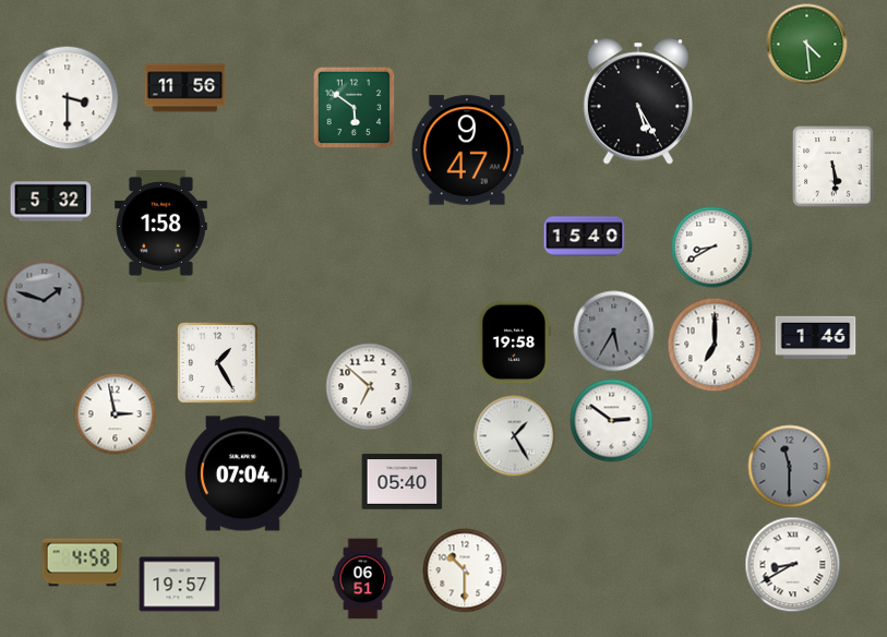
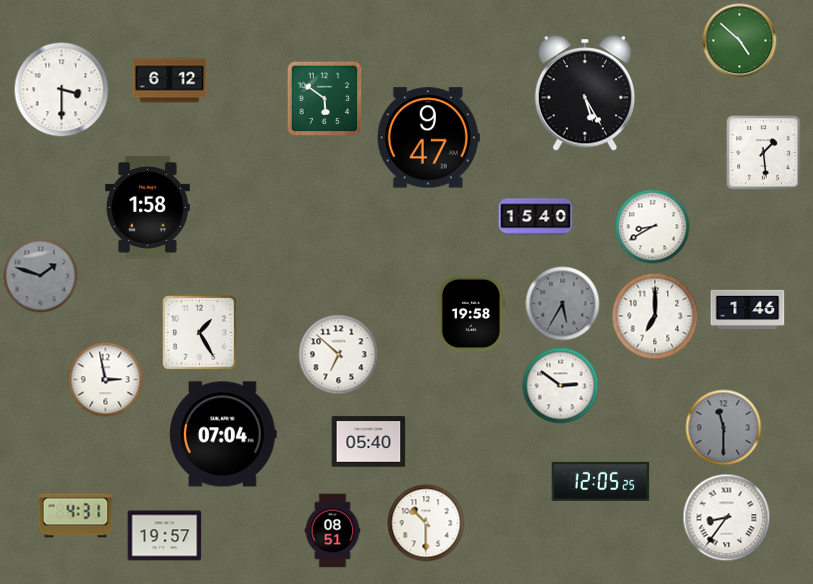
clock at (807, 45): 4:29 -> 4:52
clock at (185, 88): 11:56 -> 6:12
clock at (834, 167): 5:29 -> 1:29
clock at (51, 202): 5:32 -> none
clock at (515, 436): 1:25 -> none
clock at (601, 481): none -> 12:05
clock at (83, 563): 4:58 -> 4:31
clock at (793, 565): 8:40 -> 8:36
clock at (363, 579): 06:51 -> 08:51
